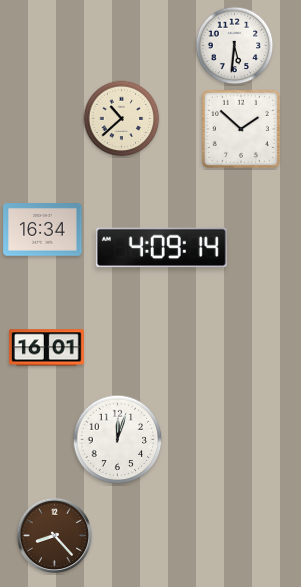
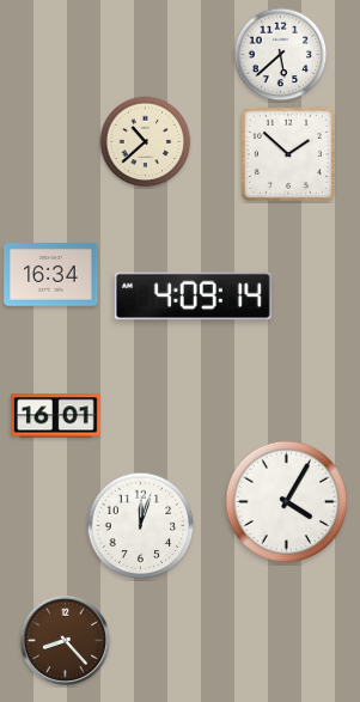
clock at (235, 46): 5:31 -> 5:38
clock at (287, 502): none -> 4:05
